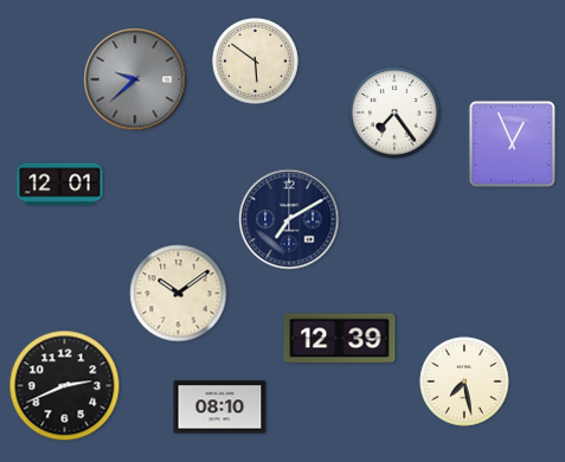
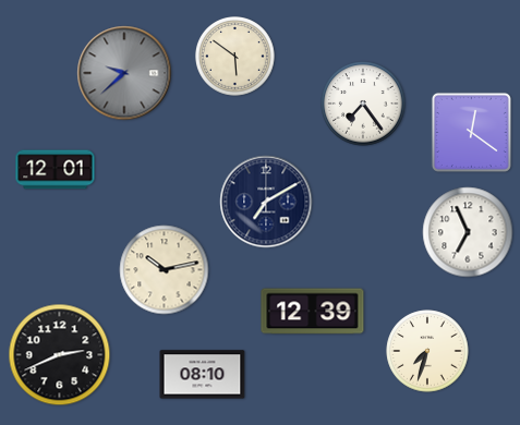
clock at (512, 143): 12:56 -> 12:21
clock at (468, 232): none -> 6:56
clock at (179, 294): 10:09 -> 10:13
clock at (464, 381): 7:28 -> 7:33
